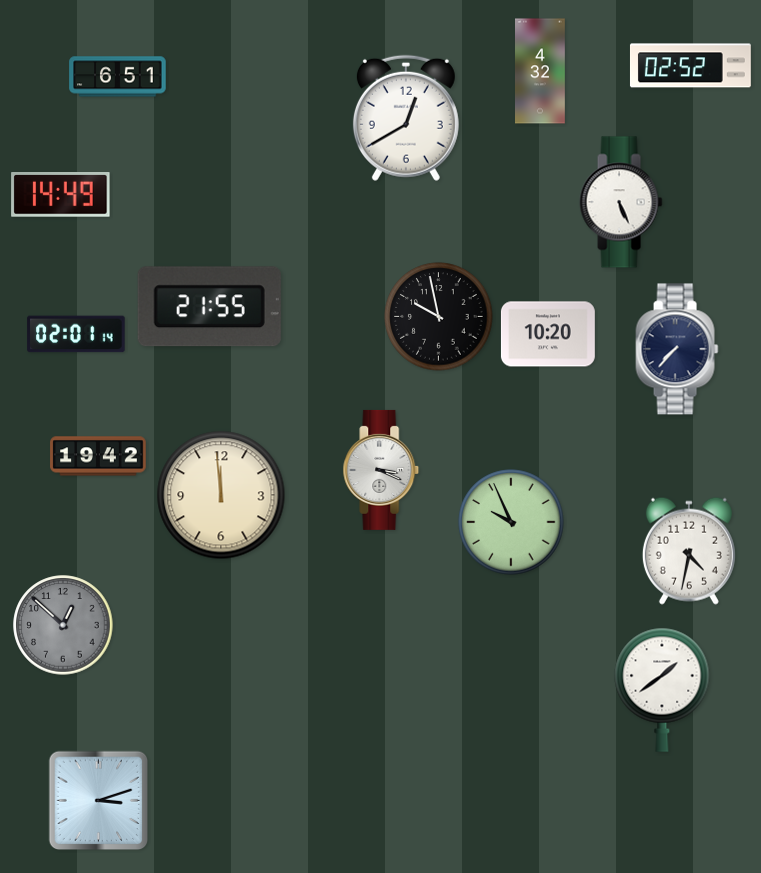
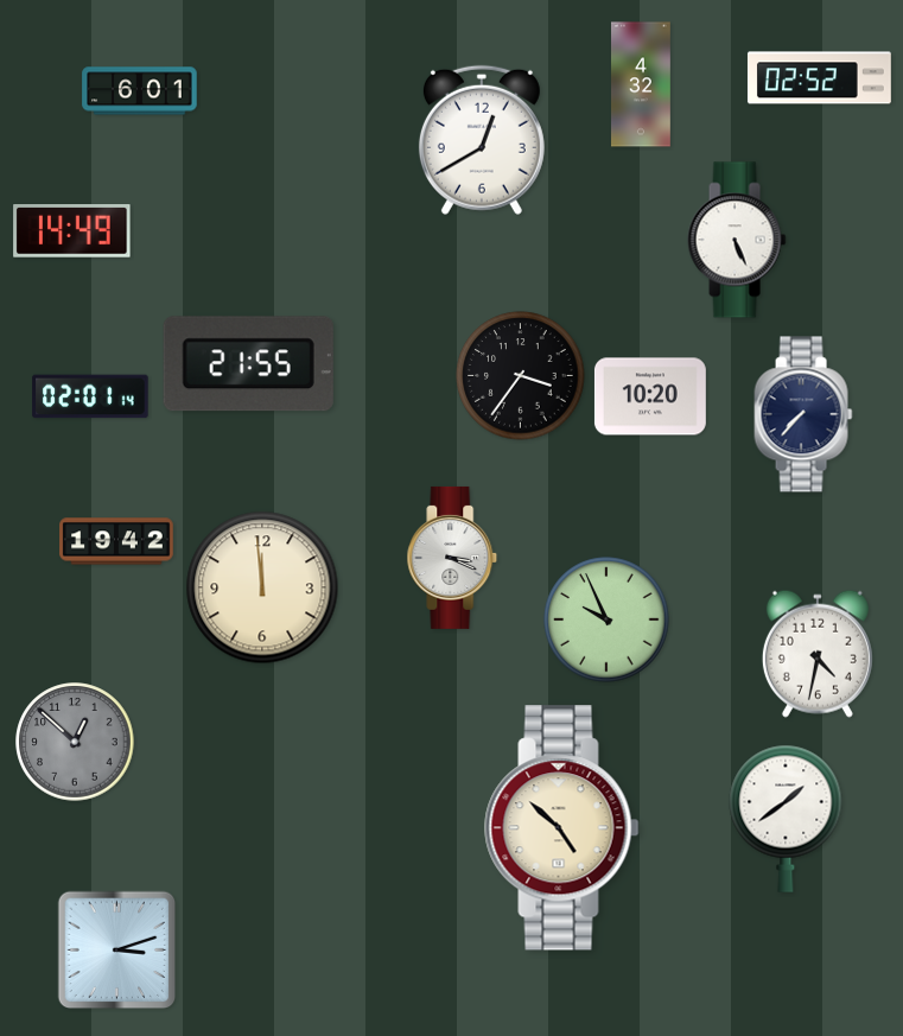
clock at (118, 77): 6:51 -> 6:01
clock at (439, 317): 9:58 -> 3:36
clock at (562, 828): none -> 4:52
